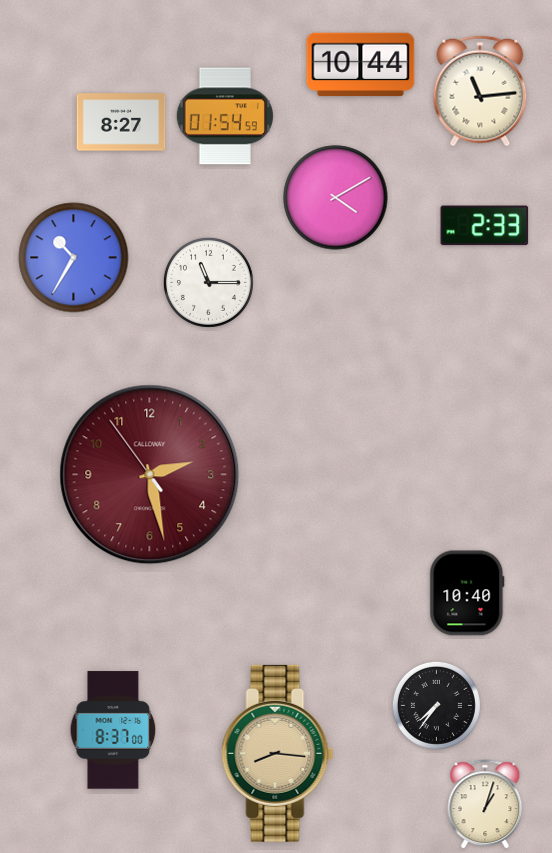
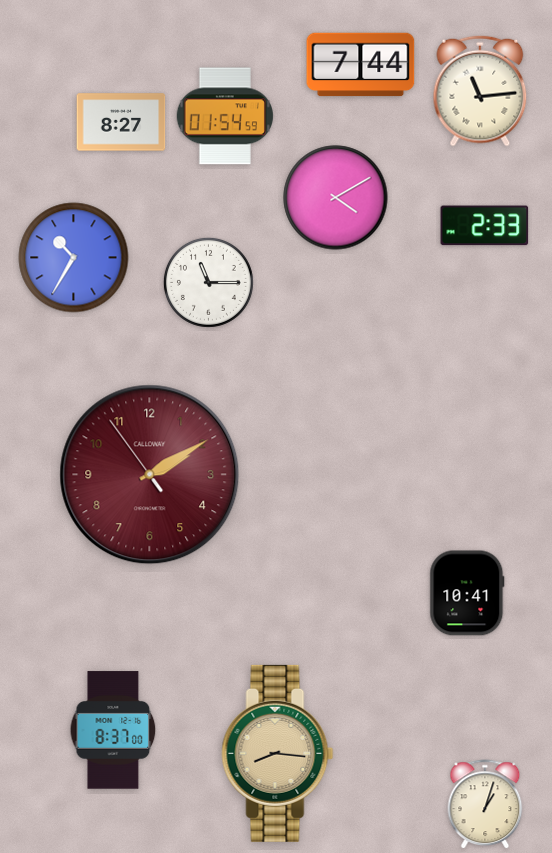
clock at (361, 65): 10:44 -> 7:44
clock at (150, 475): 2:27 -> 2:09
clock at (467, 593): 10:40 -> 10:41
clock at (436, 705): 7:36 -> none
